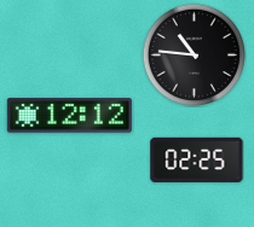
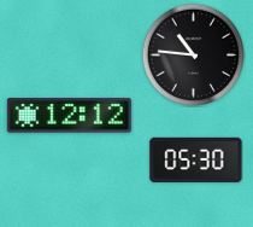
clock at (197, 159): 02:25 -> 05:30
